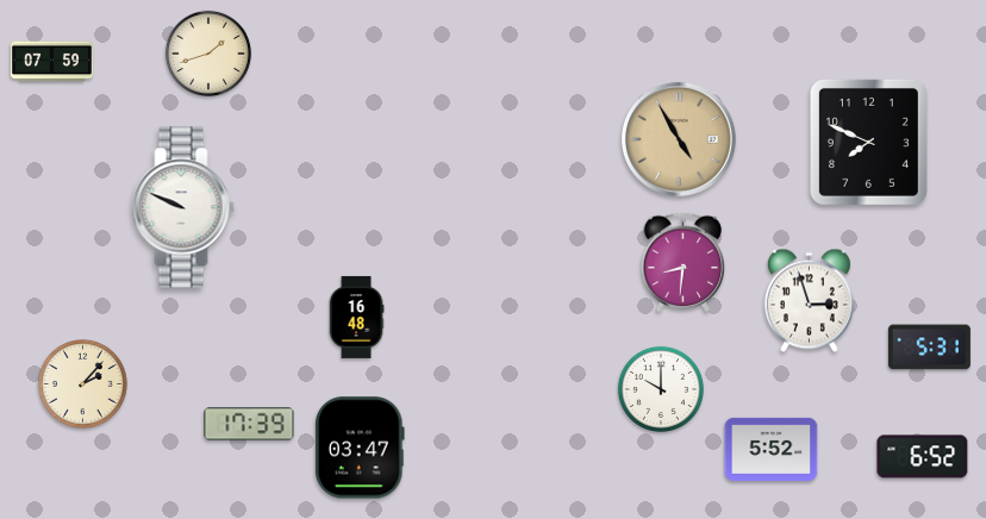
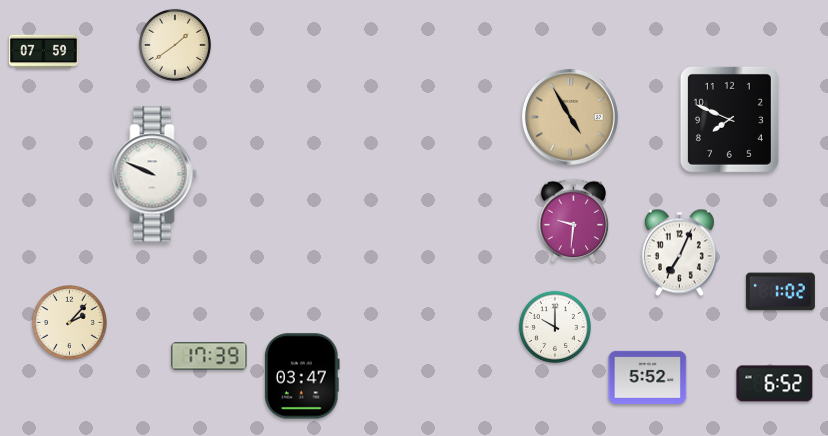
clock at (208, 54): 1:42 -> 1:39
clock at (684, 263): 8:31 -> 9:31
clock at (809, 301): 2:57 -> 7:04
clock at (356, 317): 16:48 -> none
clock at (929, 348): 5:31 -> 1:02
